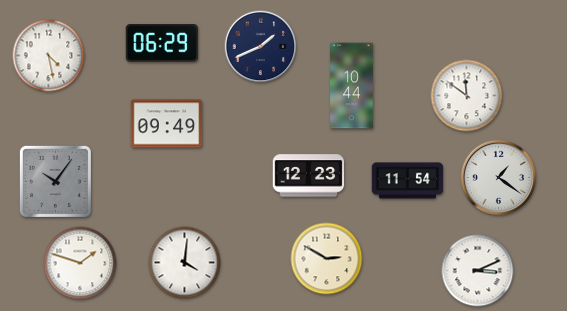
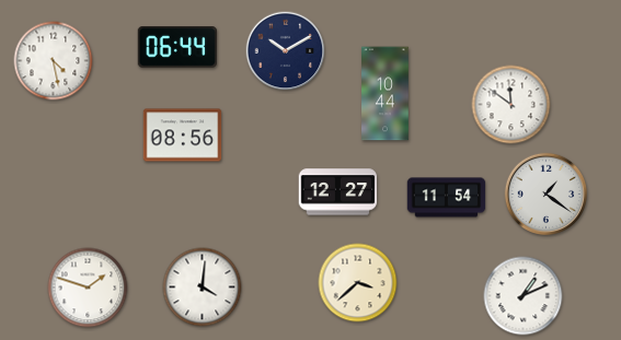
clock at (162, 44): 06:29 -> 06:44
clock at (261, 47): 1:41 -> 10:10
clock at (167, 124): 09:49 -> 08:56
clock at (309, 176): 12:23 -> 12:27
clock at (55, 181): 10:06 -> none
clock at (327, 259): 2:50 -> 3:38
clock at (478, 271): 3:11 -> 1:11
